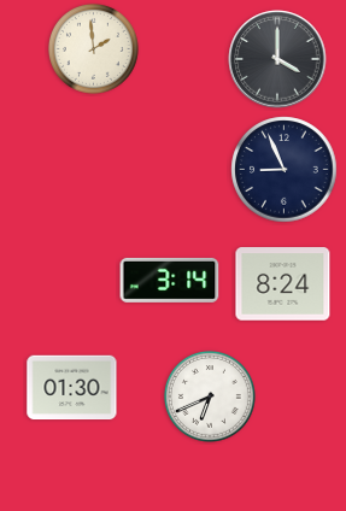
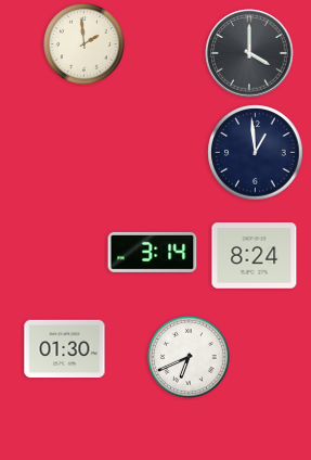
clock at (285, 170): 8:56 -> 12:59
